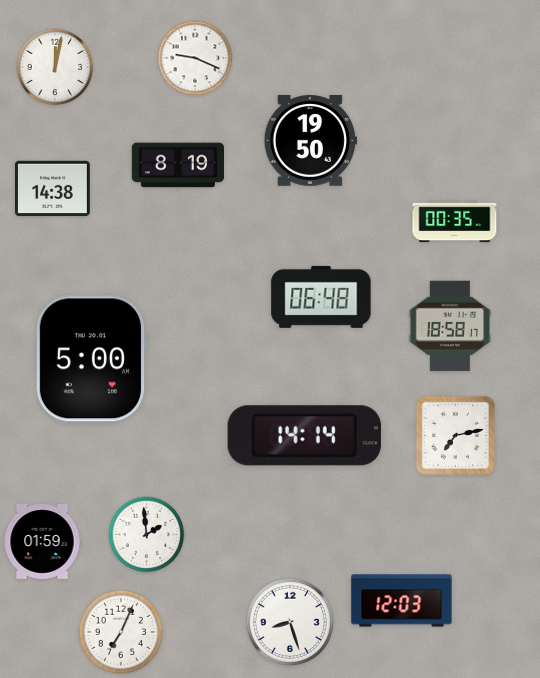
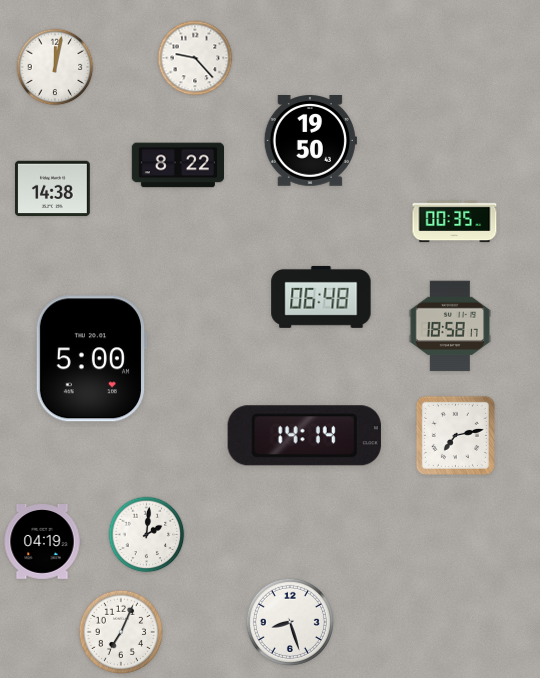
clock at (195, 58): 9:19 -> 9:23
clock at (177, 165): 8:19 -> 8:22
clock at (147, 535): 1:59 -> 2:01
clock at (42, 542): 01:59 -> 04:19
clock at (402, 601): 12:03 -> none
